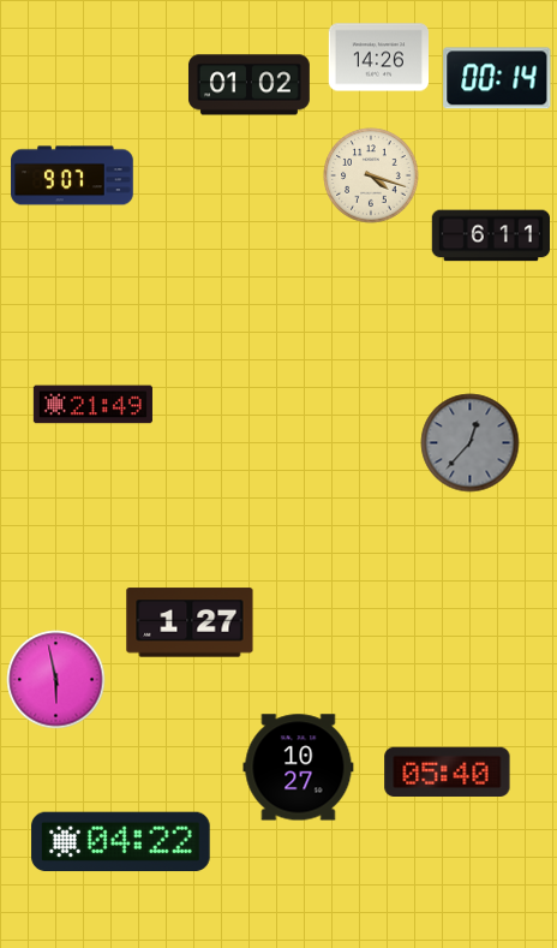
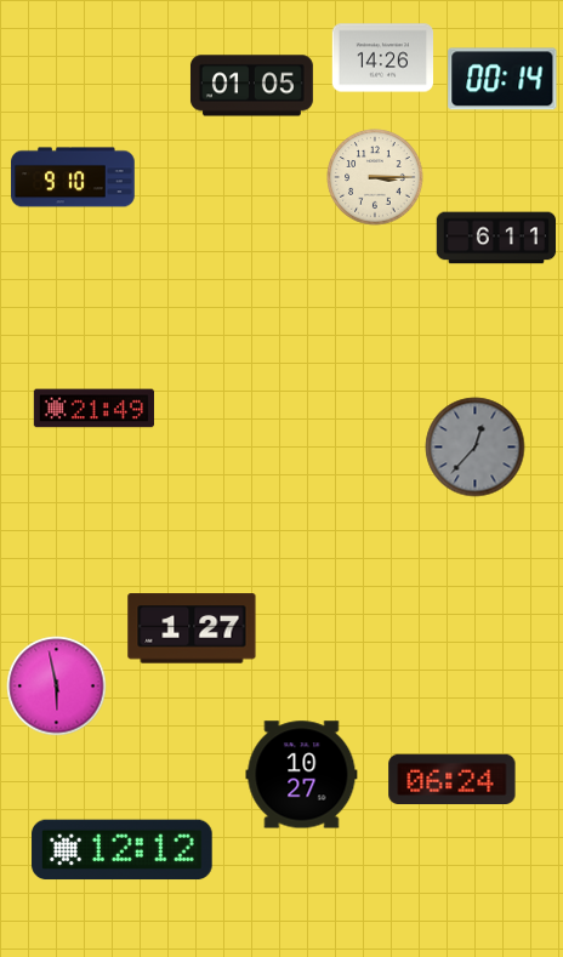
clock at (248, 85): 01:02 -> 01:05
clock at (72, 175): 9:07 -> 9:10
clock at (371, 175): 4:18 -> 3:15
clock at (448, 771): 05:40 -> 06:24
clock at (121, 842): 04:22 -> 12:12
